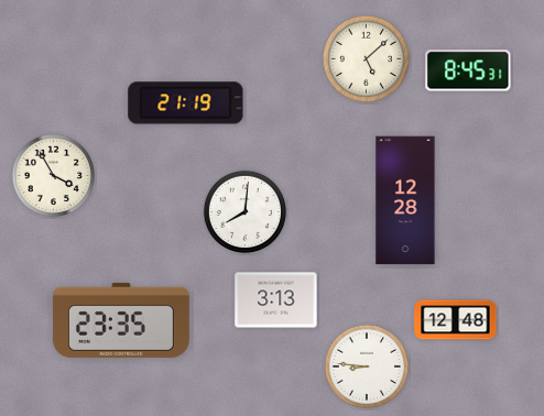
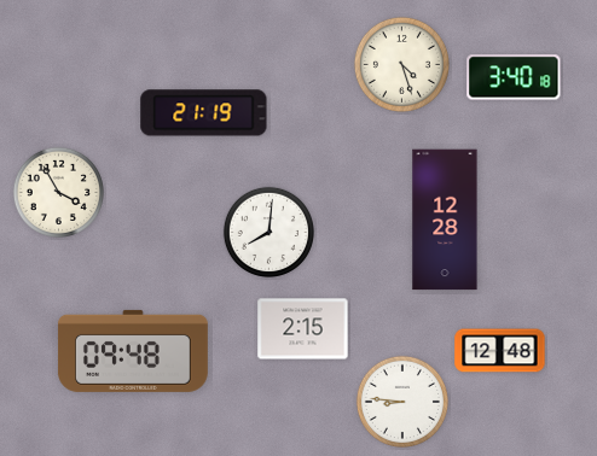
clock at (366, 58): 5:08 -> 4:27
clock at (468, 70): 8:45 -> 3:40
clock at (276, 300): 3:13 -> 2:15
clock at (121, 320): 23:35 -> 09:48
